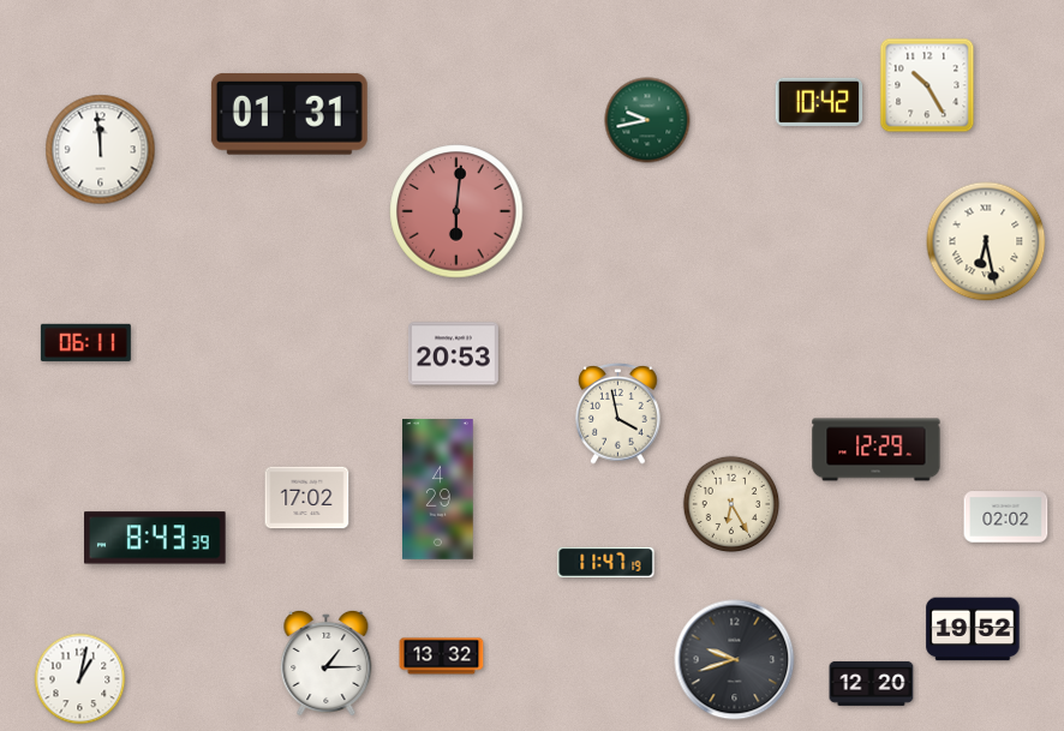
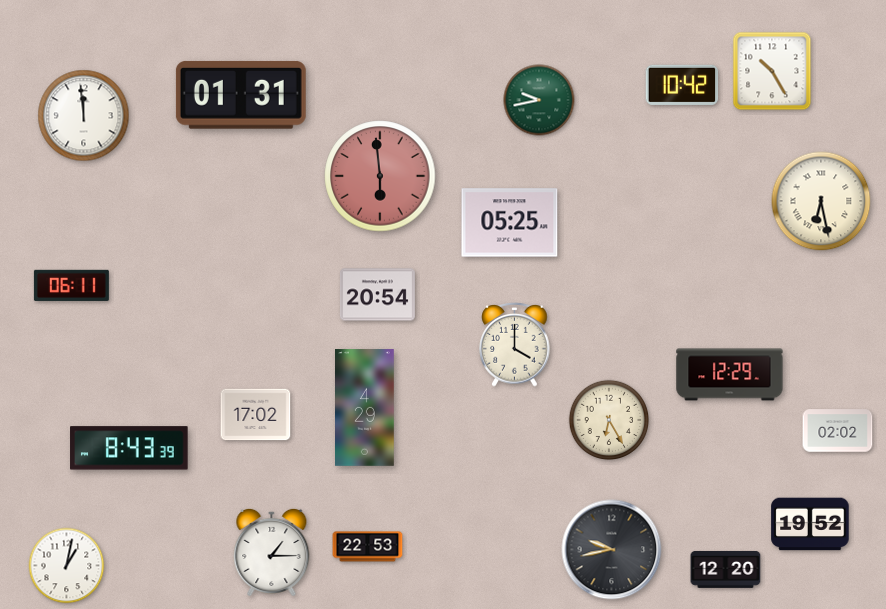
clock at (101, 150) position: (101, 150) -> (84, 116)
clock at (456, 211): 6:01 -> 5:59
clock at (510, 223): none -> 05:25
clock at (453, 354): 20:53 -> 20:54
clock at (618, 414): 3:58 -> 4:00
clock at (606, 562): 11:47 -> none
clock at (442, 657): 13:32 -> 22:53
clock at (735, 660): 9:42 -> 9:43
